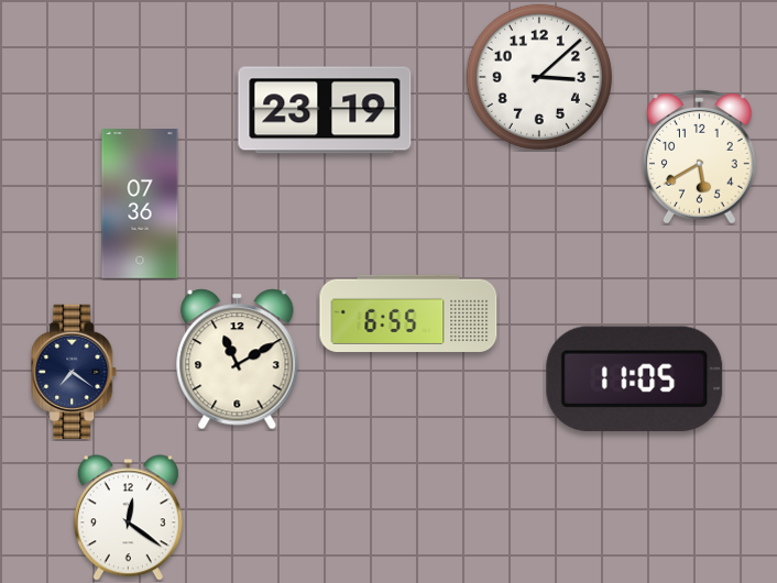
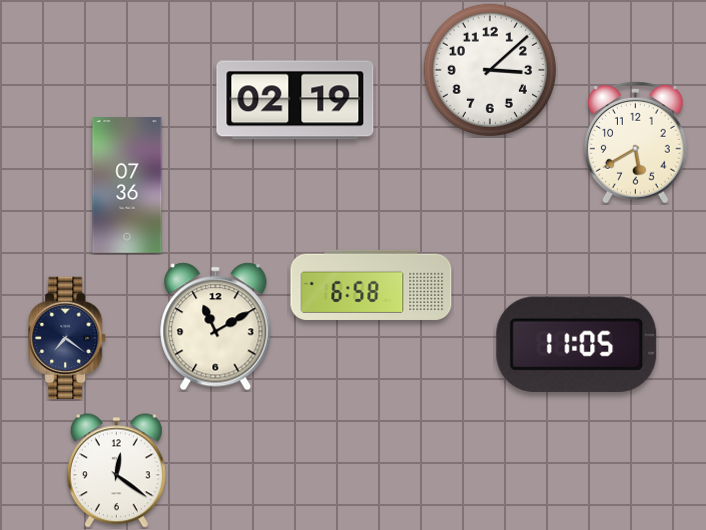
clock at (325, 110): 23:19 -> 02:19
clock at (408, 313): 6:55 -> 6:58
